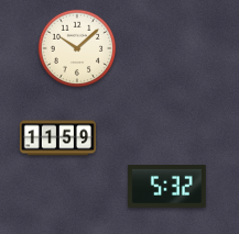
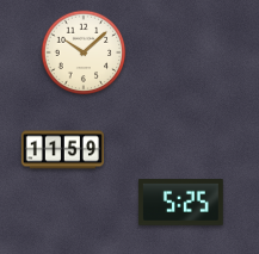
clock at (167, 187): 5:32 -> 5:25
